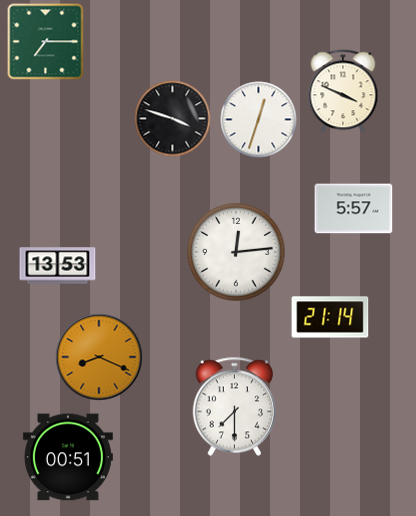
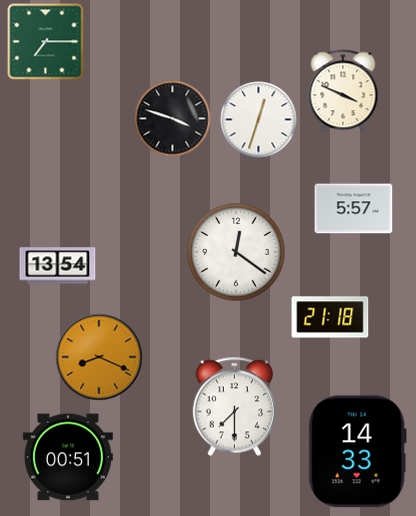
clock at (236, 252): 12:14 -> 12:21
clock at (58, 266): 13:53 -> 13:54
clock at (330, 317): 21:14 -> 21:18
clock at (357, 452): none -> 14:33
